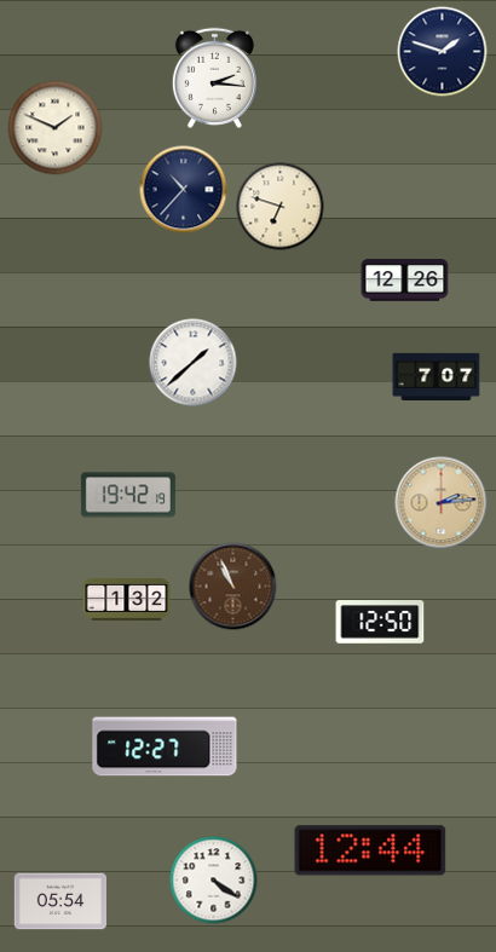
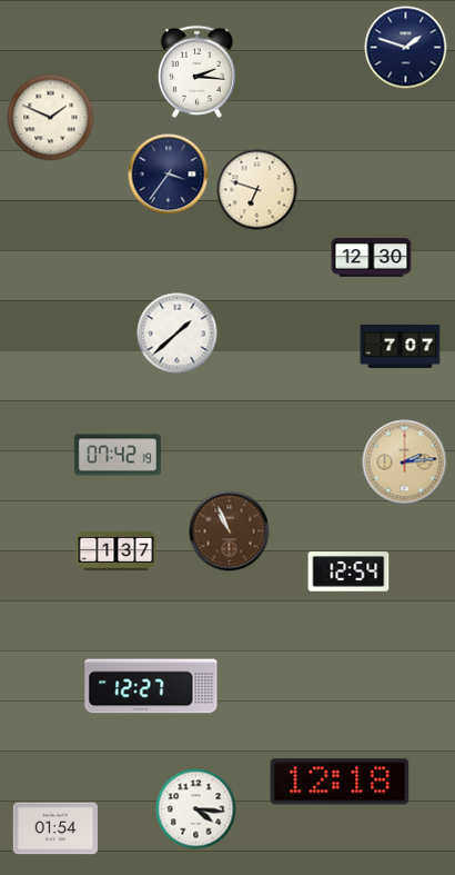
clock at (184, 190): 10:37 -> 3:36
clock at (405, 281): 12:26 -> 12:30
clock at (128, 495): 19:42 -> 07:42
clock at (233, 587) position: (233, 587) -> (230, 531)
clock at (127, 599): 1:32 -> 1:37
clock at (380, 622): 12:50 -> 12:54
clock at (370, 850): 12:44 -> 12:18
clock at (214, 881): 4:21 -> 4:16
clock at (59, 901): 05:54 -> 01:54
